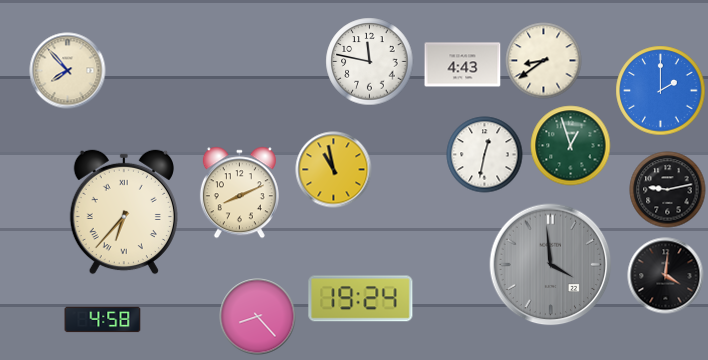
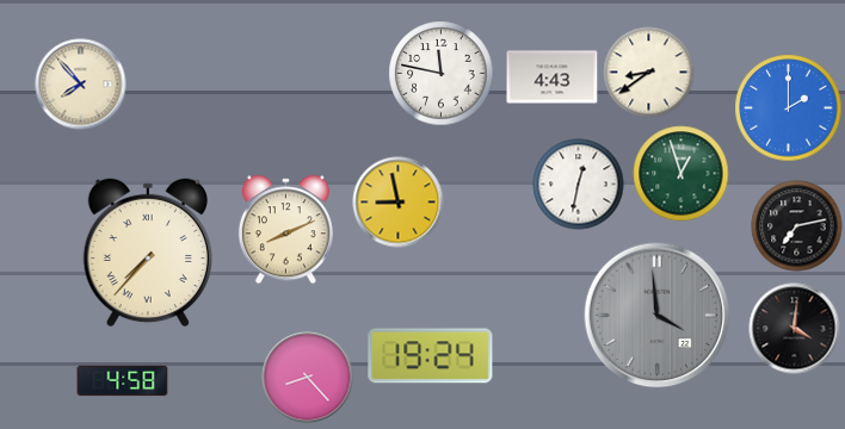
clock at (334, 170): 10:58 -> 8:58
clock at (668, 190): 9:13 -> 7:13
clock at (124, 212): 6:37 -> 7:37
